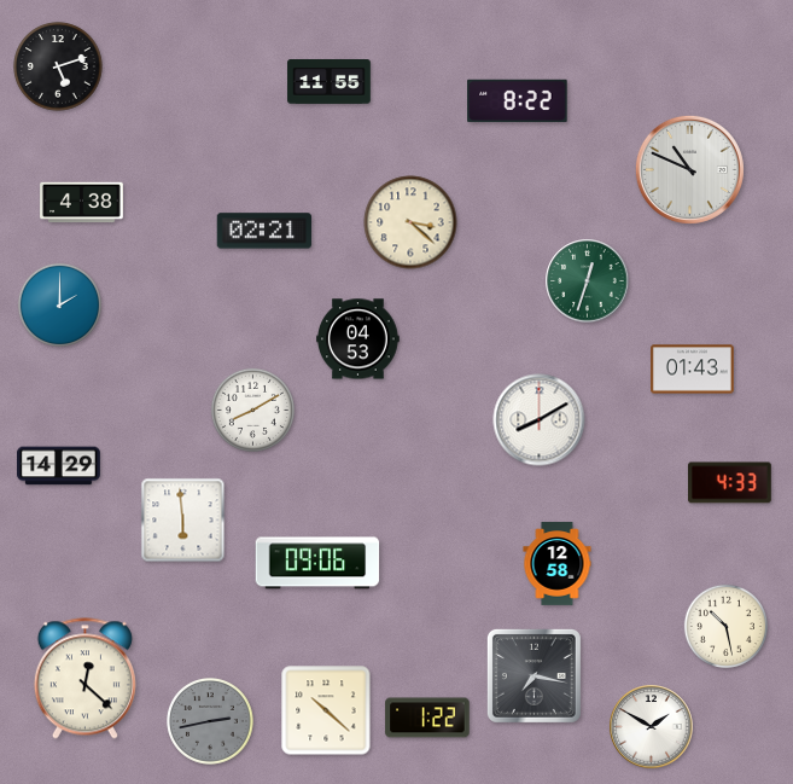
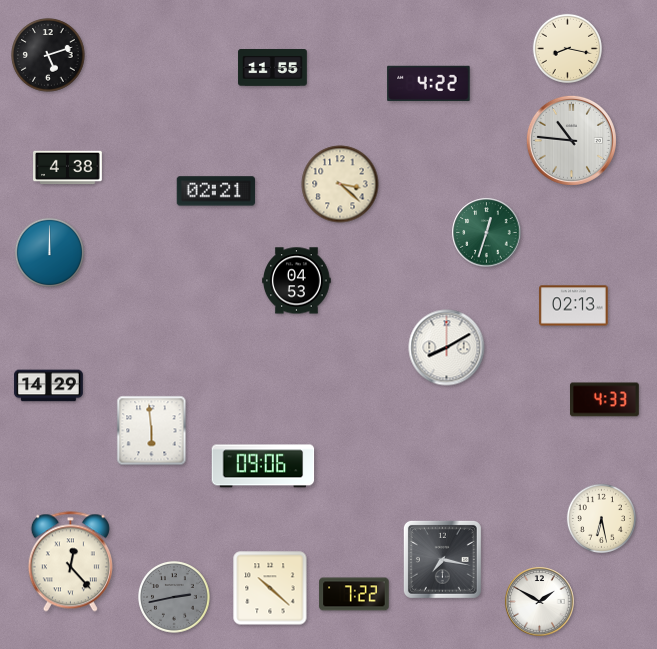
clock at (567, 48): none -> 8:17
clock at (518, 100): 8:22 -> 4:22
clock at (689, 169): 10:49 -> 10:46
clock at (264, 231) position: (264, 231) -> (216, 191)
clock at (59, 304): 2:00 -> 12:00
clock at (693, 370): 01:43 -> 02:13
clock at (252, 410): 8:10 -> none
clock at (558, 564): 12:58 -> none
clock at (725, 626): 10:28 -> 6:28
clock at (84, 679): 12:22 -> 12:23
clock at (427, 718): 1:22 -> 7:22
